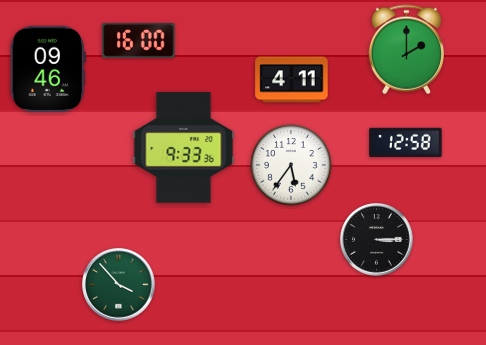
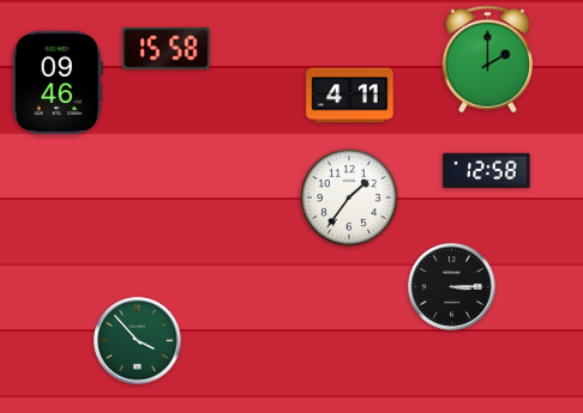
clock at (139, 40): 16:00 -> 15:58
clock at (184, 148): 9:33 -> none
clock at (291, 165): 5:36 -> 1:36
clock at (119, 285) position: (119, 285) -> (138, 341)
